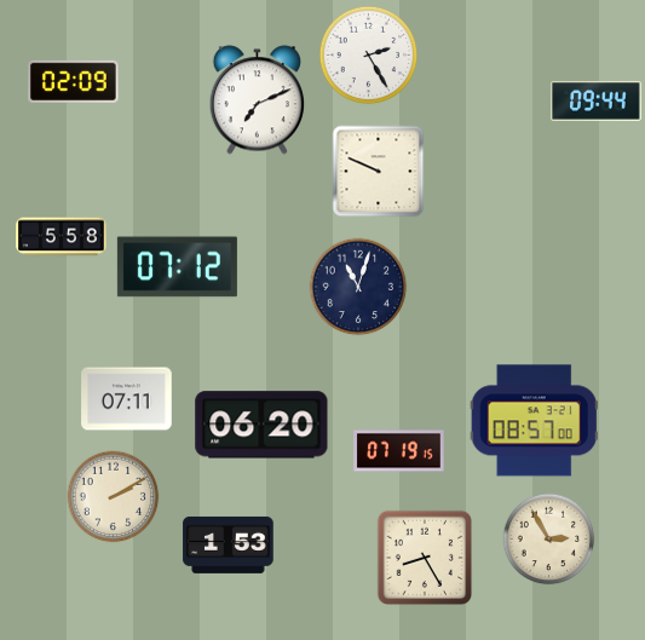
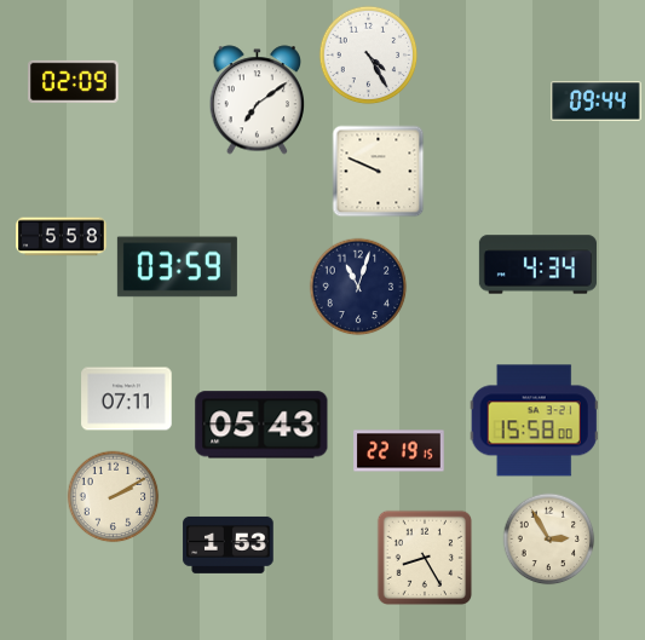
clock at (369, 56): 2:25 -> 4:25
clock at (258, 100): 7:11 -> 7:09
clock at (537, 265): none -> 4:34
clock at (177, 267): 07:12 -> 03:59
clock at (534, 421): 08:57 -> 15:58
clock at (261, 425): 06:20 -> 05:43
clock at (399, 451): 07:19 -> 22:19
